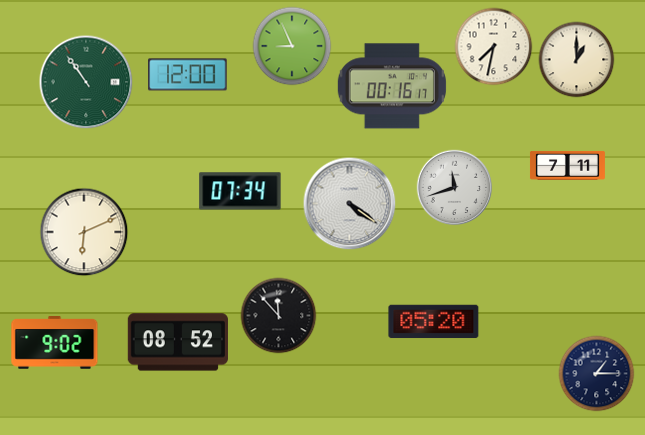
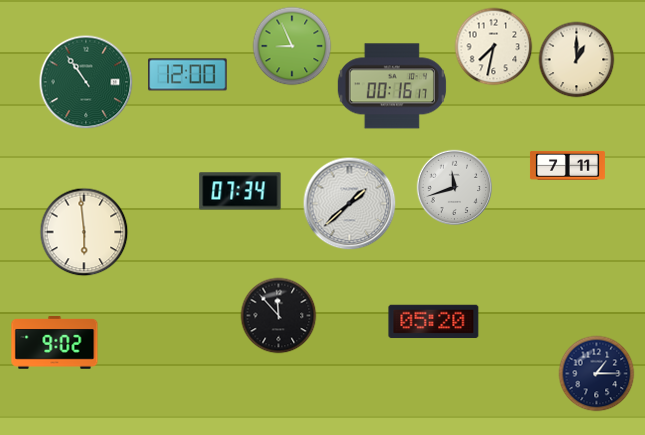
clock at (350, 204): 4:21 -> 1:38
clock at (84, 232): 6:11 -> 5:59
clock at (178, 342): 08:52 -> none
